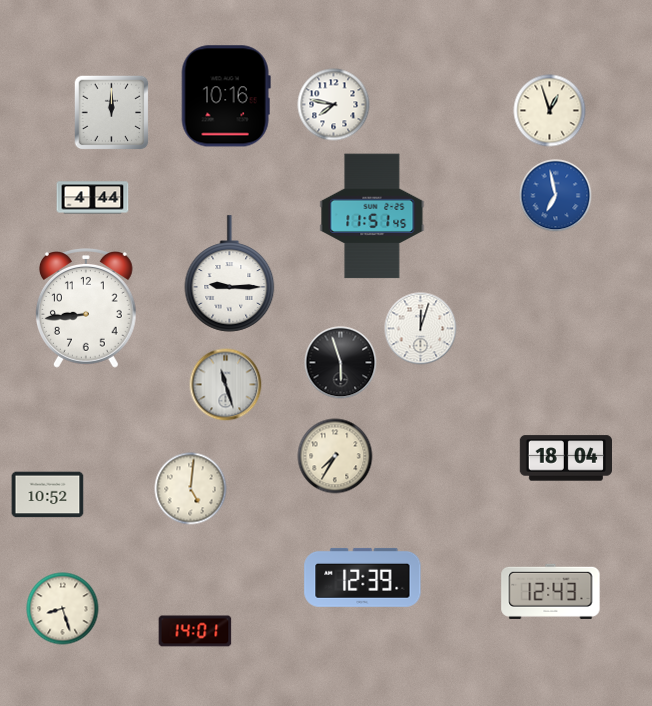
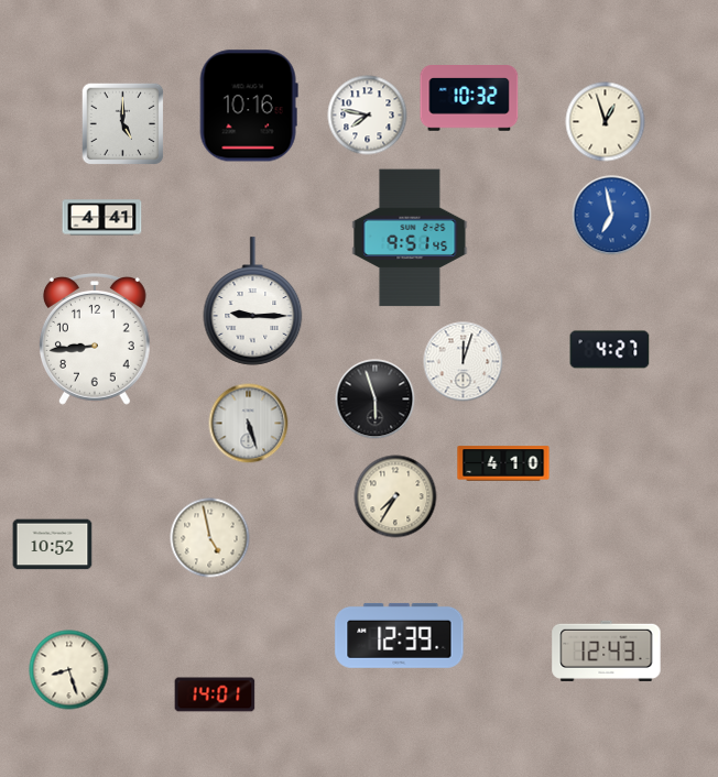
clock at (469, 99): none -> 10:32
clock at (112, 113): 12:00 -> 5:00
clock at (93, 198): 4:44 -> 4:41
clock at (372, 216): 11:51 -> 9:51
clock at (610, 350): none -> 4:27
clock at (226, 385): 11:27 -> 5:27
clock at (503, 463): none -> 4:10
clock at (335, 456) position: (335, 456) -> (395, 496)
clock at (565, 458): 18:04 -> none
clock at (191, 489): 5:01 -> 4:58
